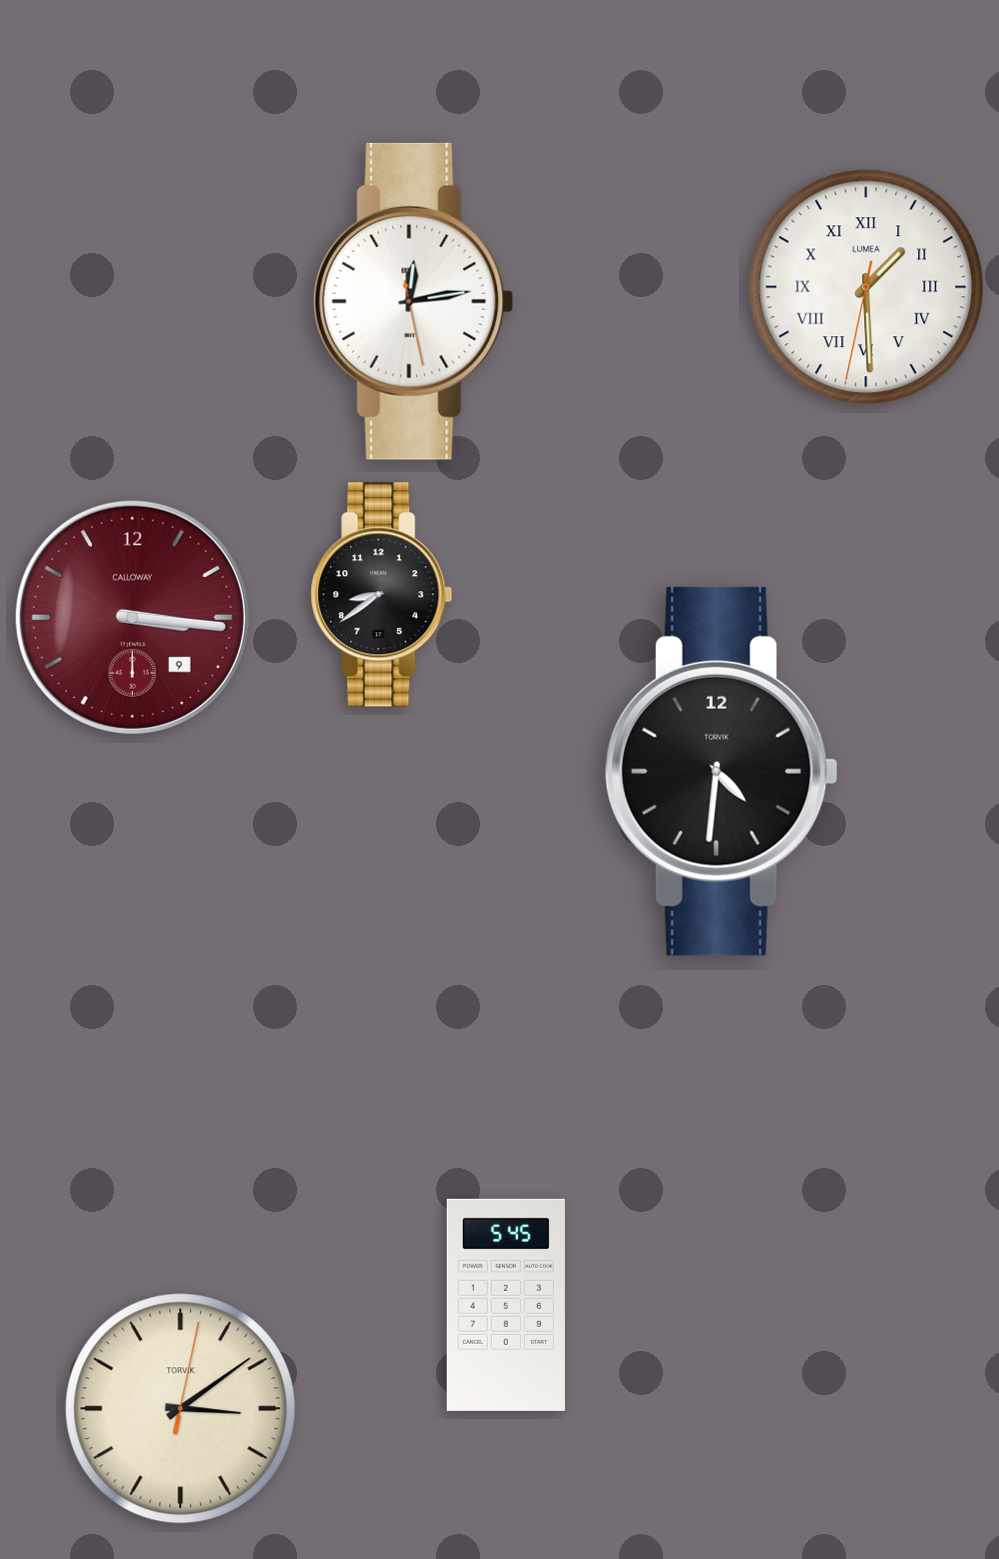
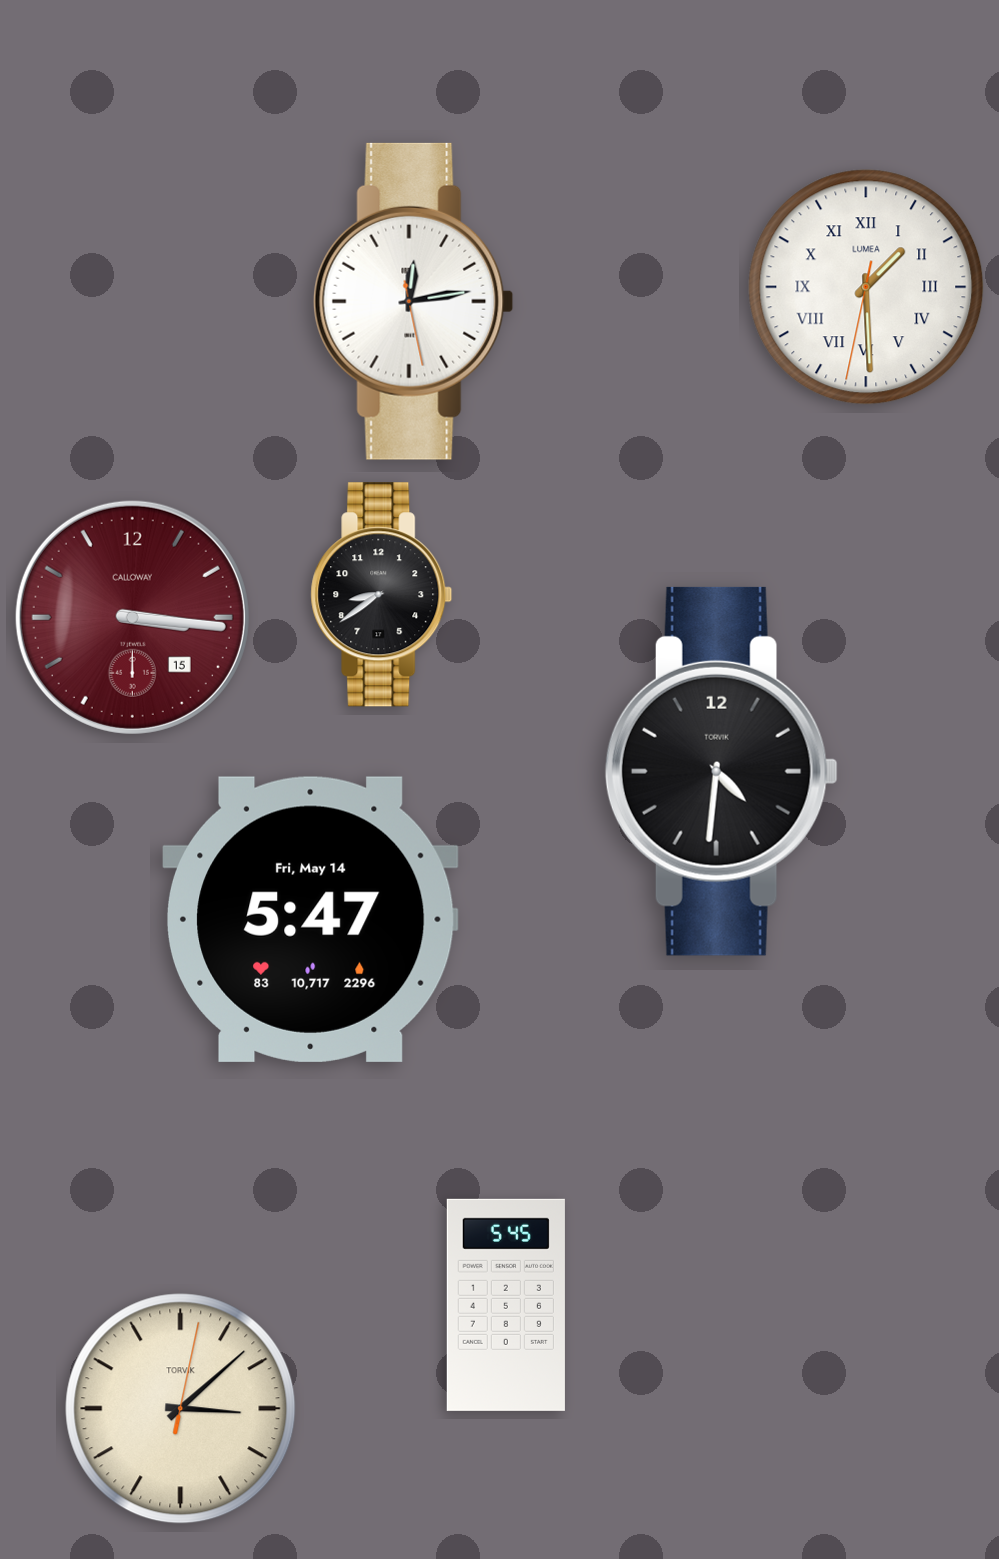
clock at (132, 617) date: 9 -> 15
clock at (311, 919): none -> 5:47
clock at (181, 1409): 3:09 -> 3:08
